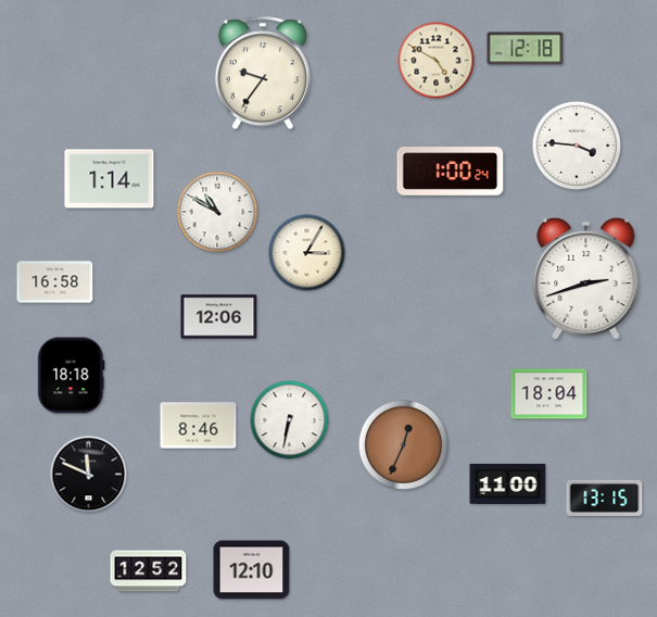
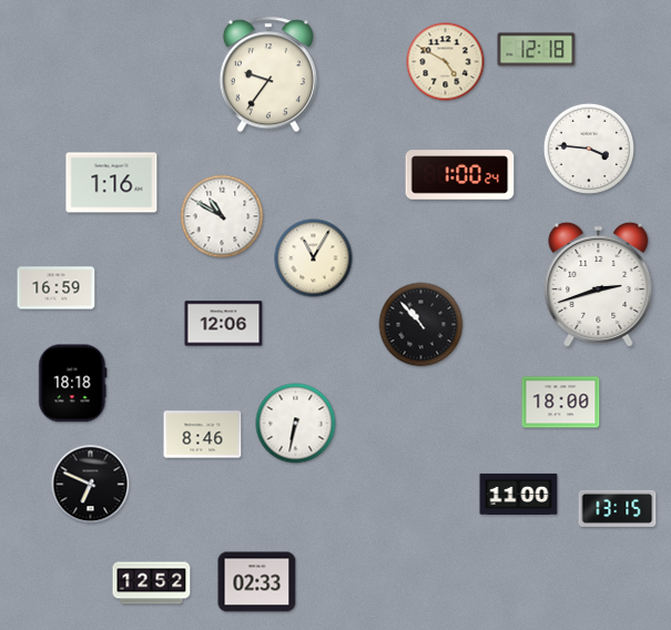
clock at (110, 179): 1:14 -> 1:16
clock at (307, 253): 3:05 -> 11:05
clock at (55, 282): 16:58 -> 16:59
clock at (421, 325): none -> 10:53
clock at (549, 394): 18:04 -> 18:00
clock at (290, 420) position: (290, 420) -> (296, 424)
clock at (403, 444): 12:34 -> none
clock at (89, 475): 11:49 -> 6:49
clock at (252, 570): 12:10 -> 02:33
